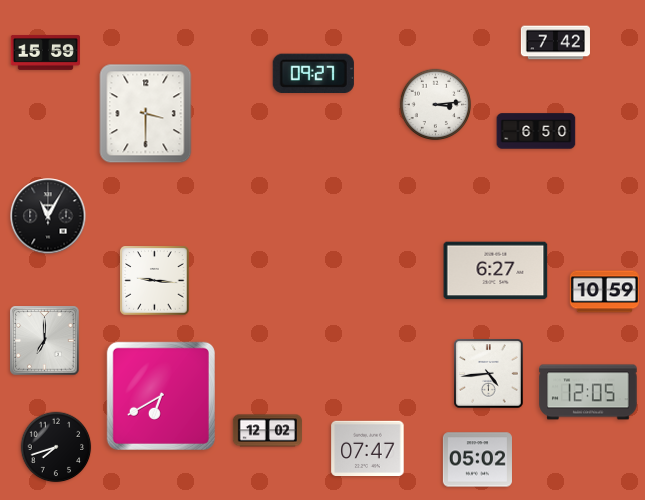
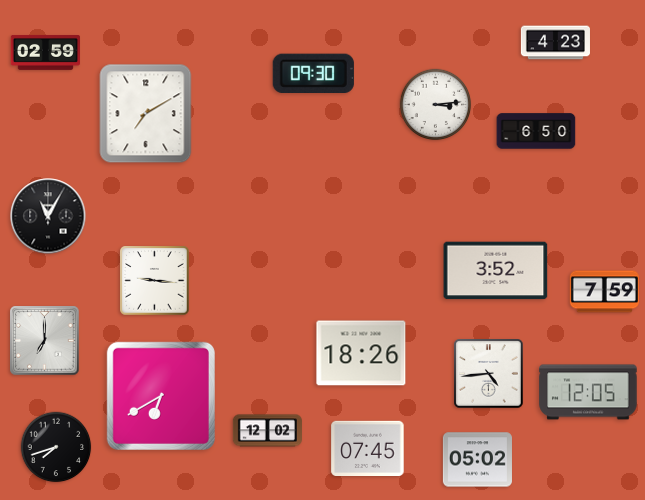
clock at (555, 43): 7:42 -> 4:23
clock at (45, 53): 15:59 -> 02:59
clock at (313, 73): 09:27 -> 09:30
clock at (146, 114): 3:30 -> 7:10
clock at (496, 271): 6:27 -> 3:52
clock at (604, 292): 10:59 -> 7:59
clock at (361, 353): none -> 18:26
clock at (368, 448): 07:47 -> 07:45
